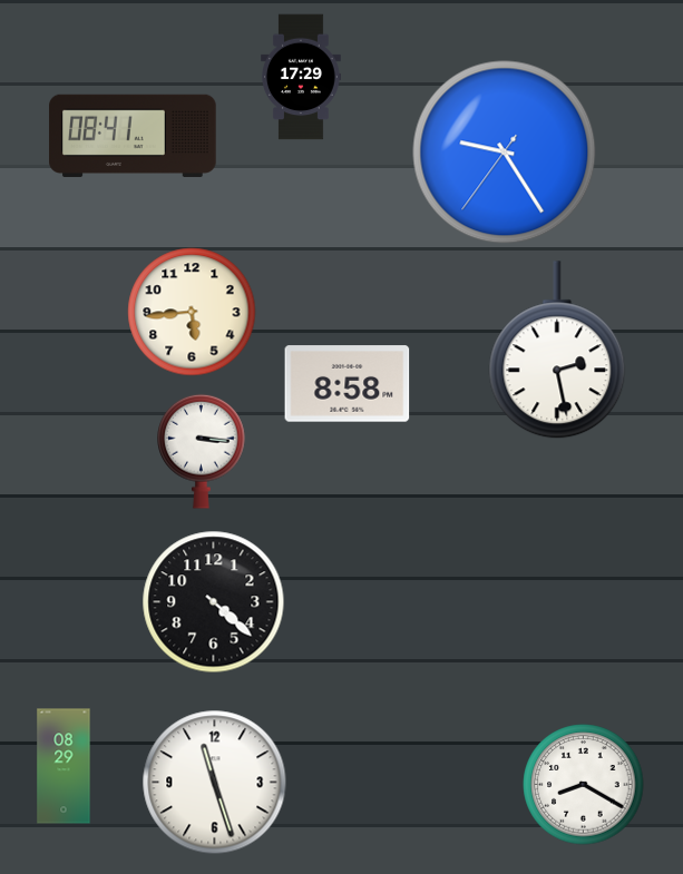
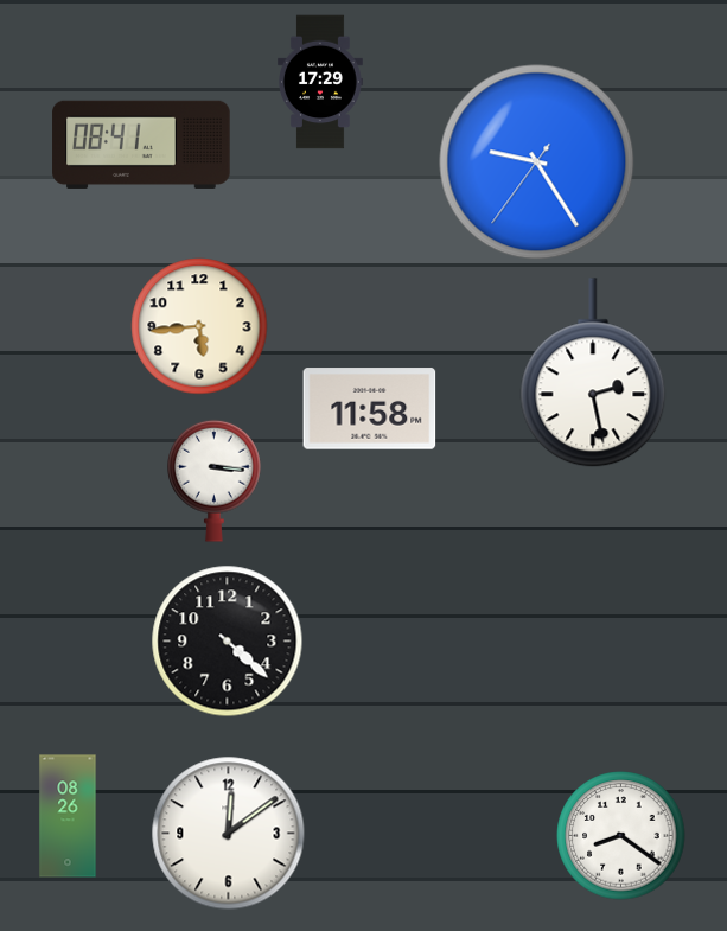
clock at (192, 312) position: (192, 312) -> (199, 326)
clock at (348, 384): 8:58 -> 11:58
clock at (64, 766): 08:29 -> 08:26
clock at (215, 783): 11:27 -> 12:09
clock at (584, 785): 8:20 -> 8:21
